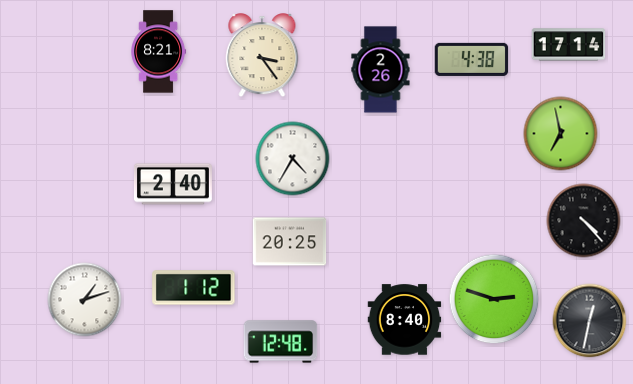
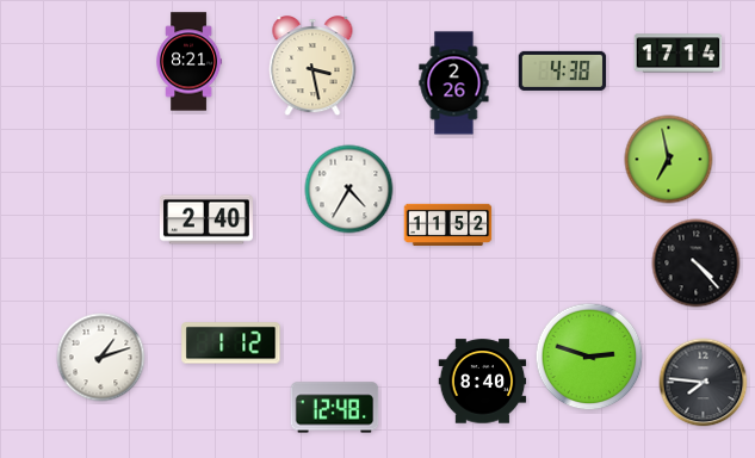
clock at (262, 56): 3:24 -> 3:28
clock at (448, 224): none -> 11:52
clock at (290, 242): 20:25 -> none
clock at (590, 321): 12:32 -> 7:46
